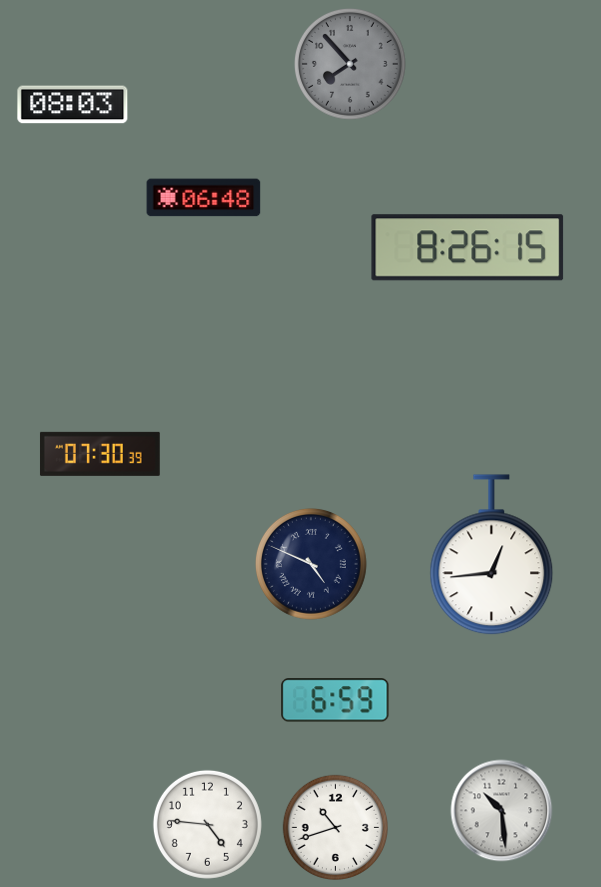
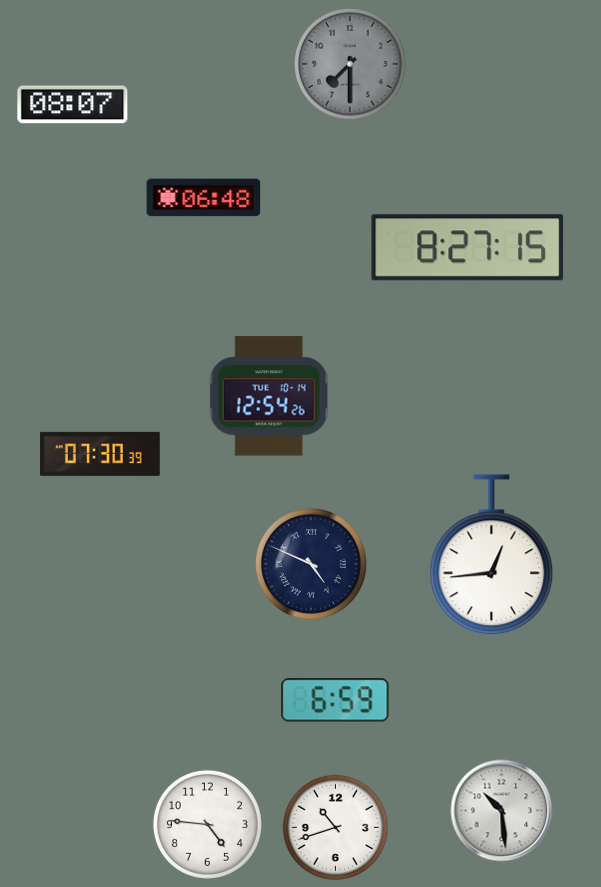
clock at (350, 64): 7:53 -> 7:30
clock at (73, 105): 08:03 -> 08:07
clock at (468, 248): 8:26 -> 8:27
clock at (269, 396): none -> 12:54
